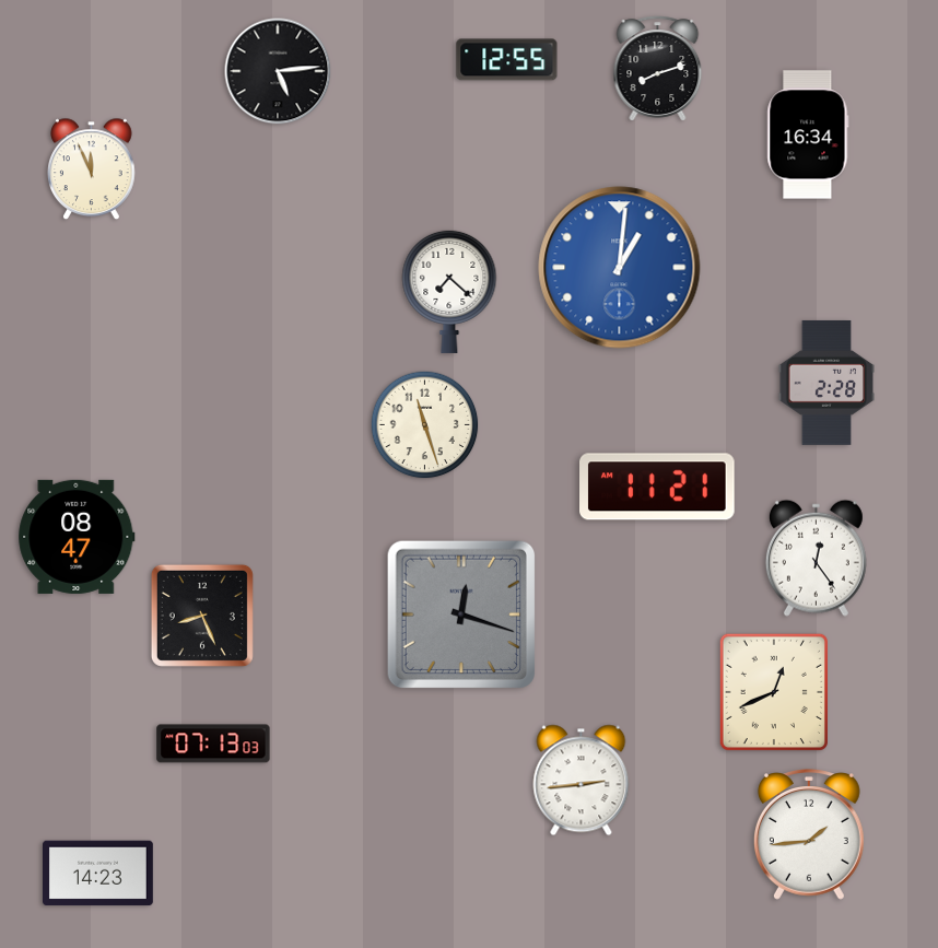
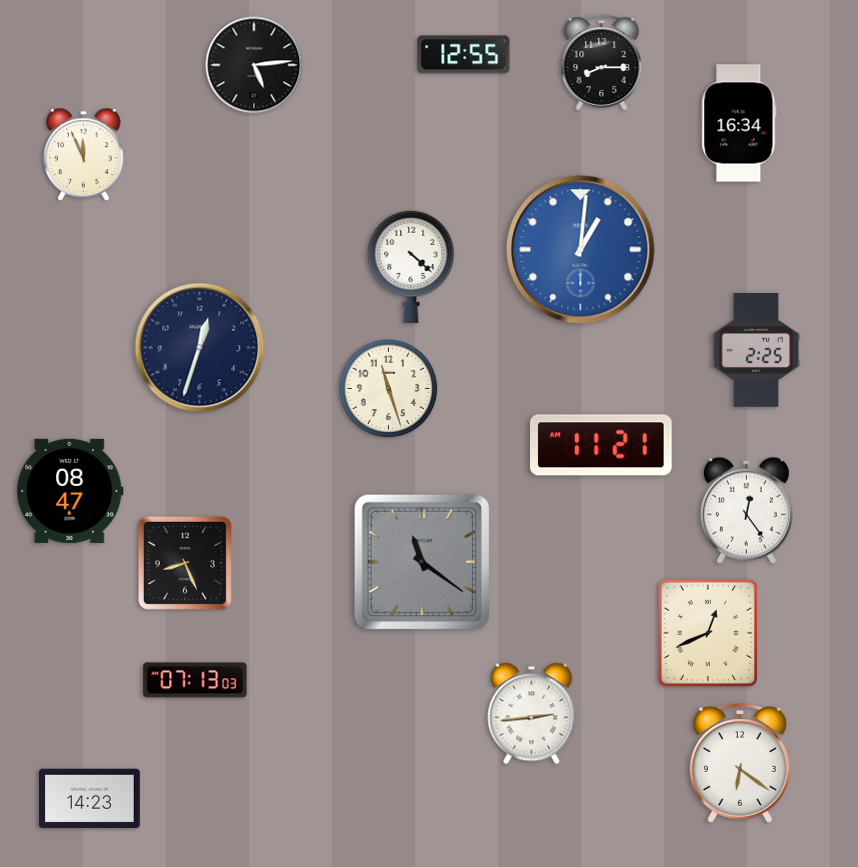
clock at (658, 69): 8:12 -> 8:15
clock at (620, 268) position: (620, 268) -> (581, 250)
clock at (449, 291): 7:22 -> 4:22
clock at (200, 348): none -> 12:33
clock at (826, 383): 2:28 -> 2:25
clock at (460, 613): 12:18 -> 11:21
clock at (809, 834): 1:44 -> 6:21
